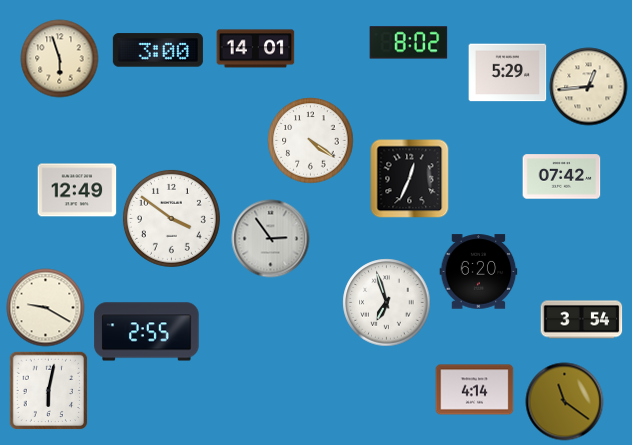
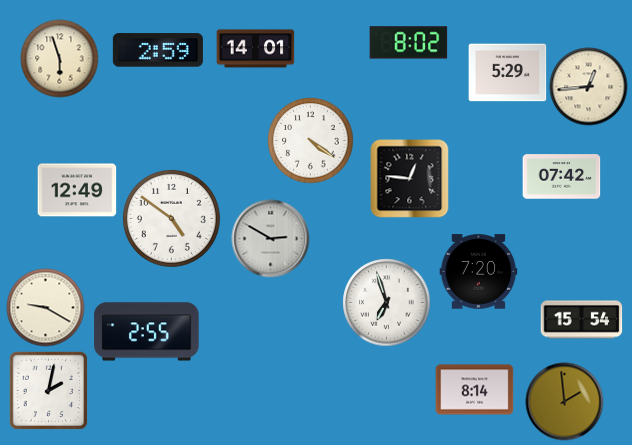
clock at (158, 50): 3:00 -> 2:59
clock at (409, 178): 12:34 -> 12:46
clock at (171, 218): 3:51 -> 4:51
clock at (270, 238): 2:54 -> 2:50
clock at (478, 272): 6:20 -> 7:20
clock at (581, 320): 3:54 -> 15:54
clock at (48, 390): 6:02 -> 2:02
clock at (474, 390): 4:14 -> 8:14
clock at (564, 401): 11:21 -> 1:59
